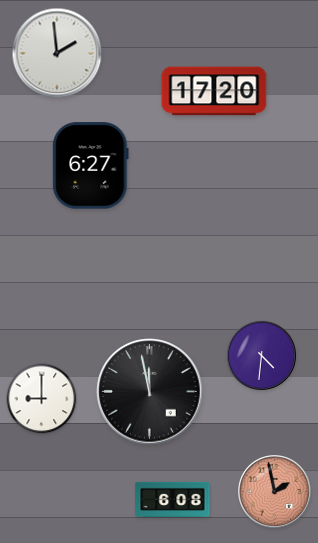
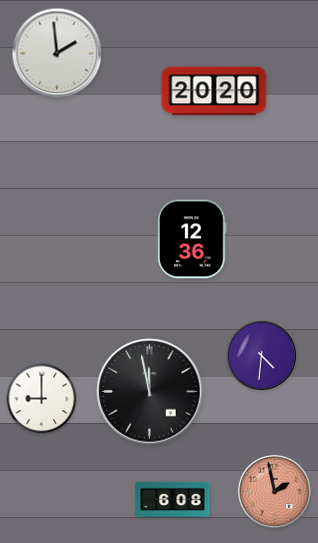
clock at (214, 91): 17:20 -> 20:20
clock at (91, 166): 6:27 -> none
clock at (192, 239): none -> 12:36
